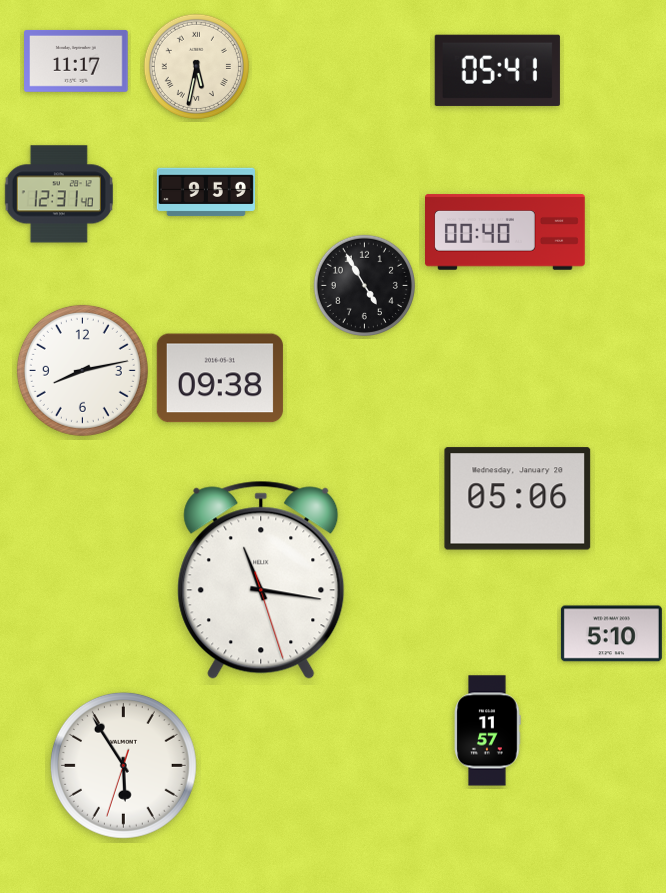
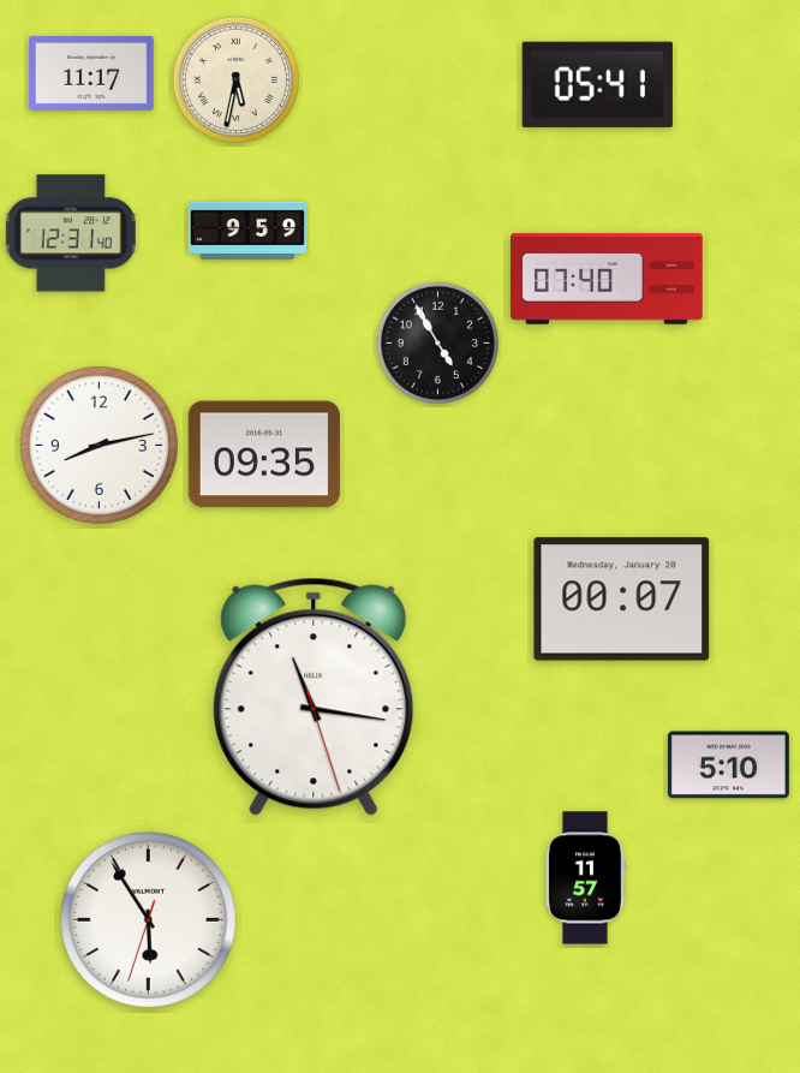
clock at (506, 232): 00:40 -> 07:40
clock at (220, 378): 09:38 -> 09:35
clock at (518, 499): 05:06 -> 00:07
clock at (611, 634) position: (611, 634) -> (728, 765)
